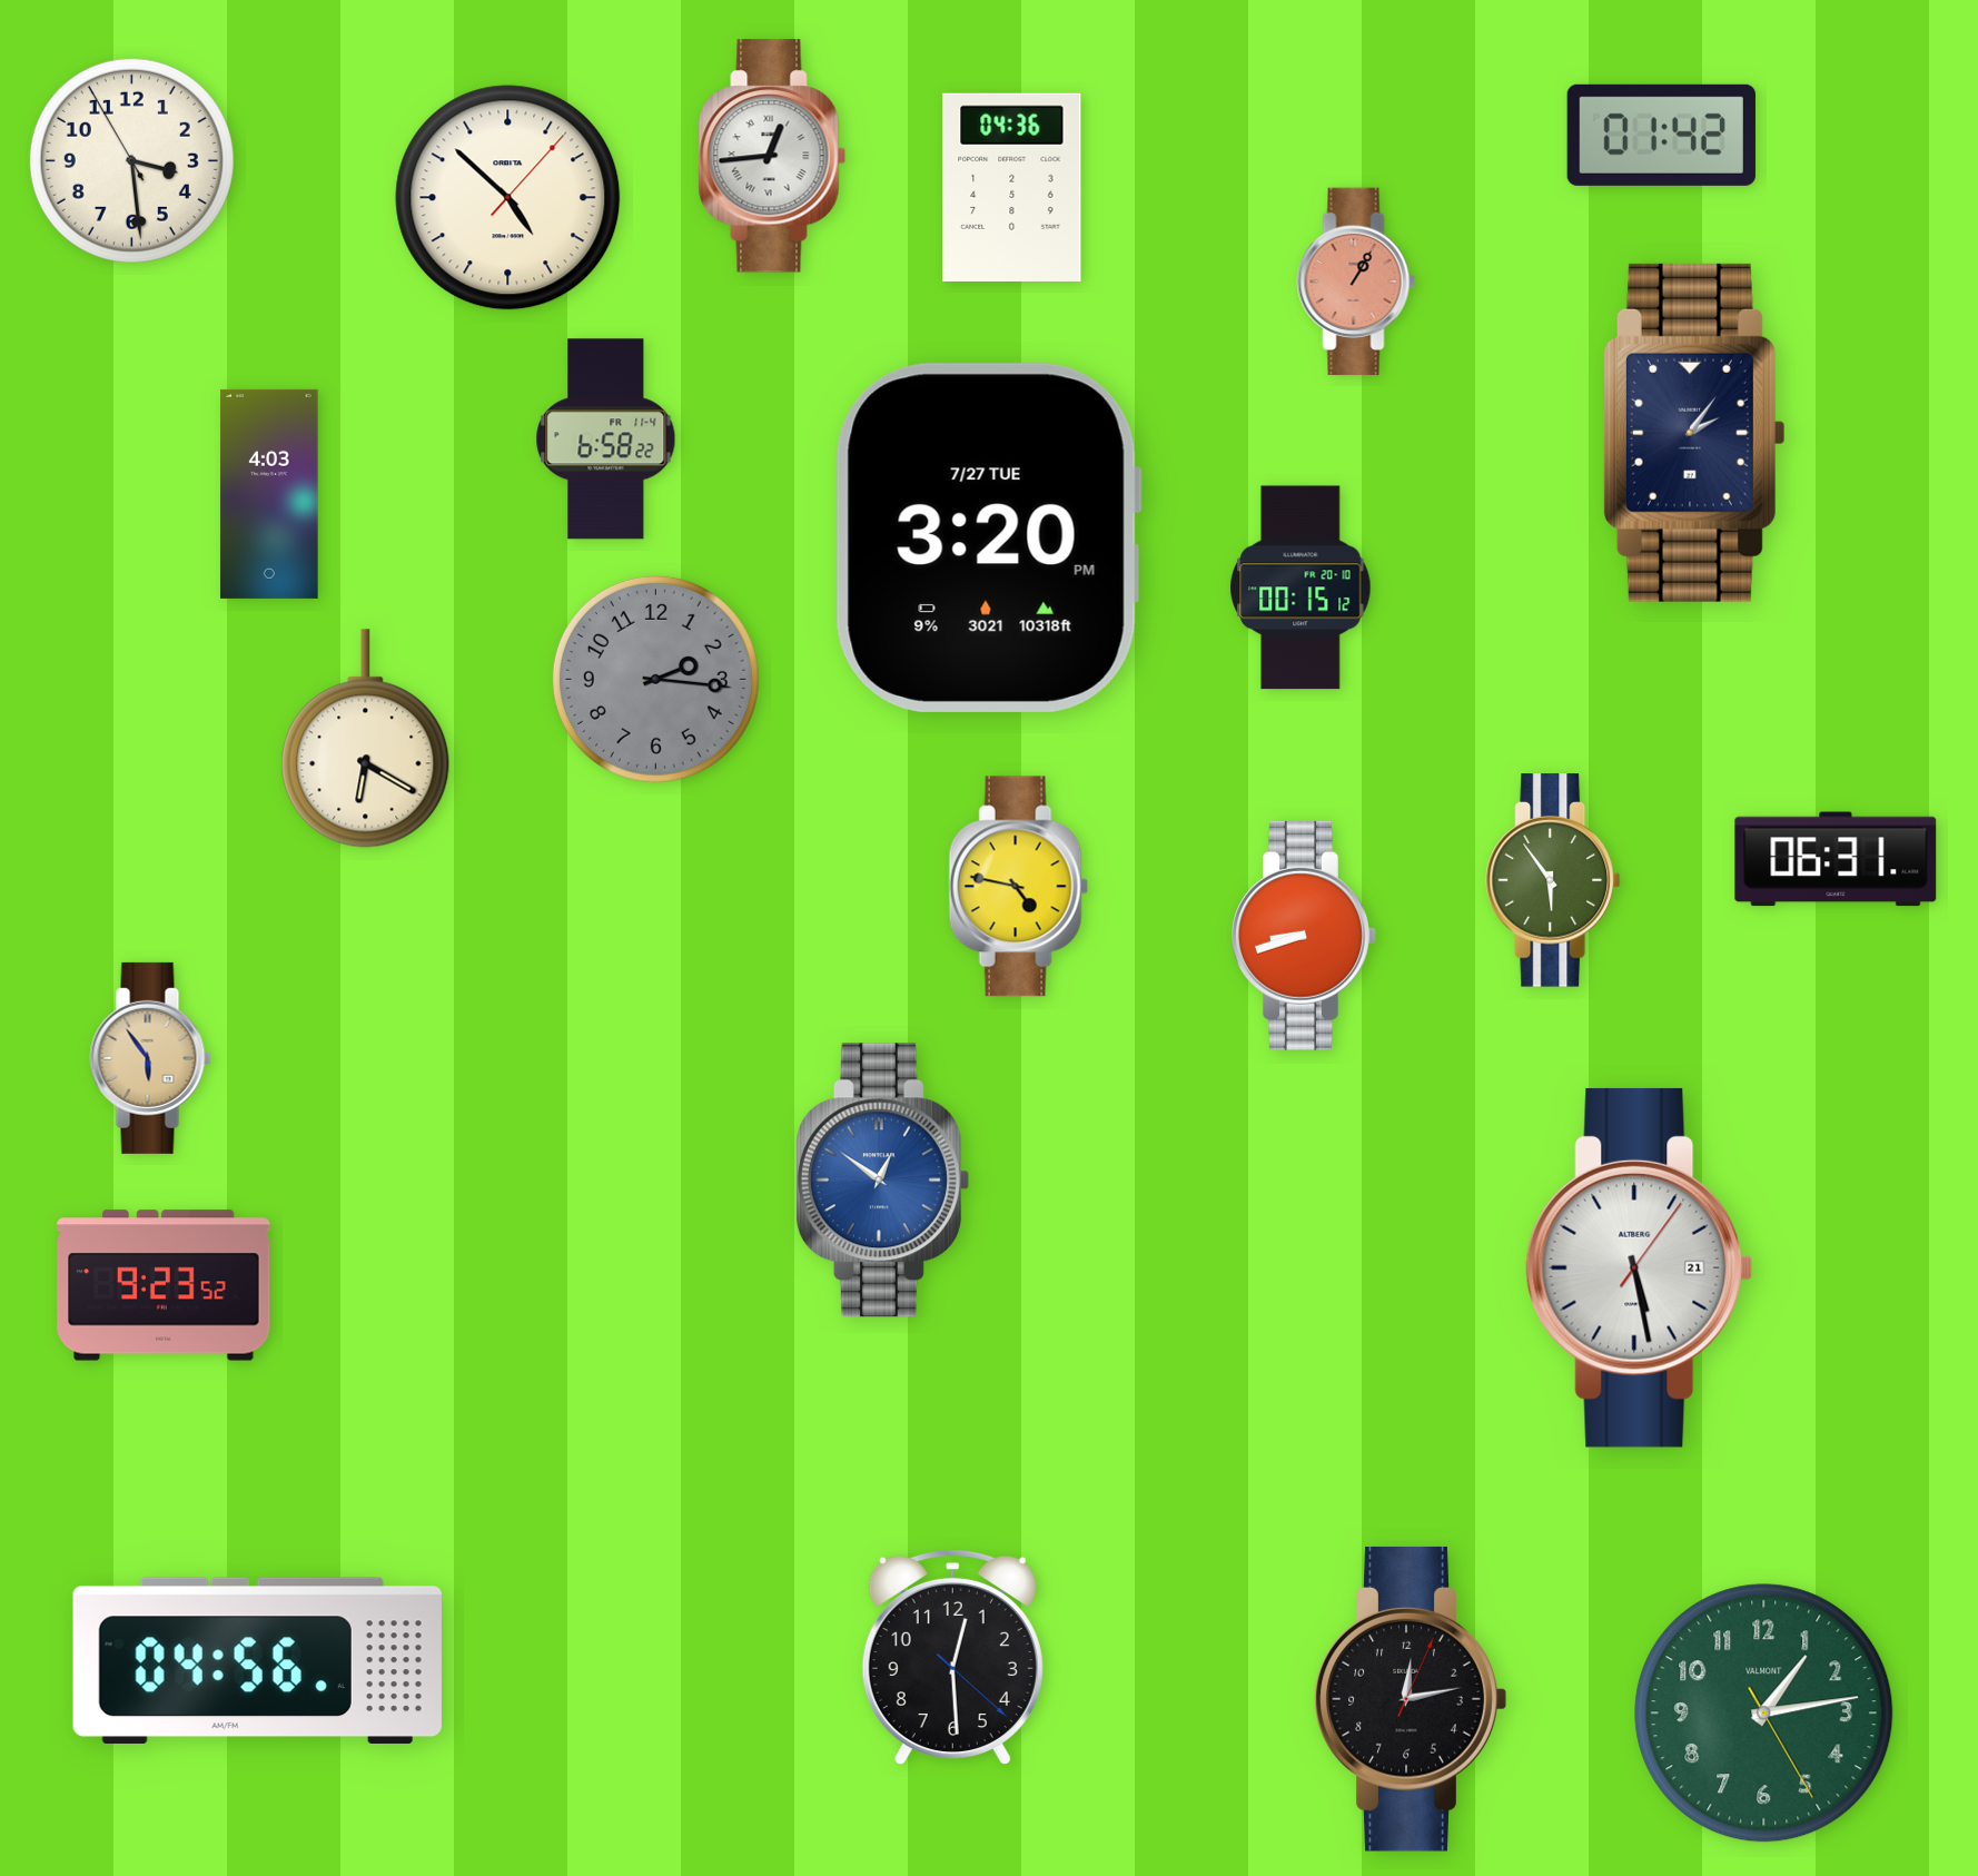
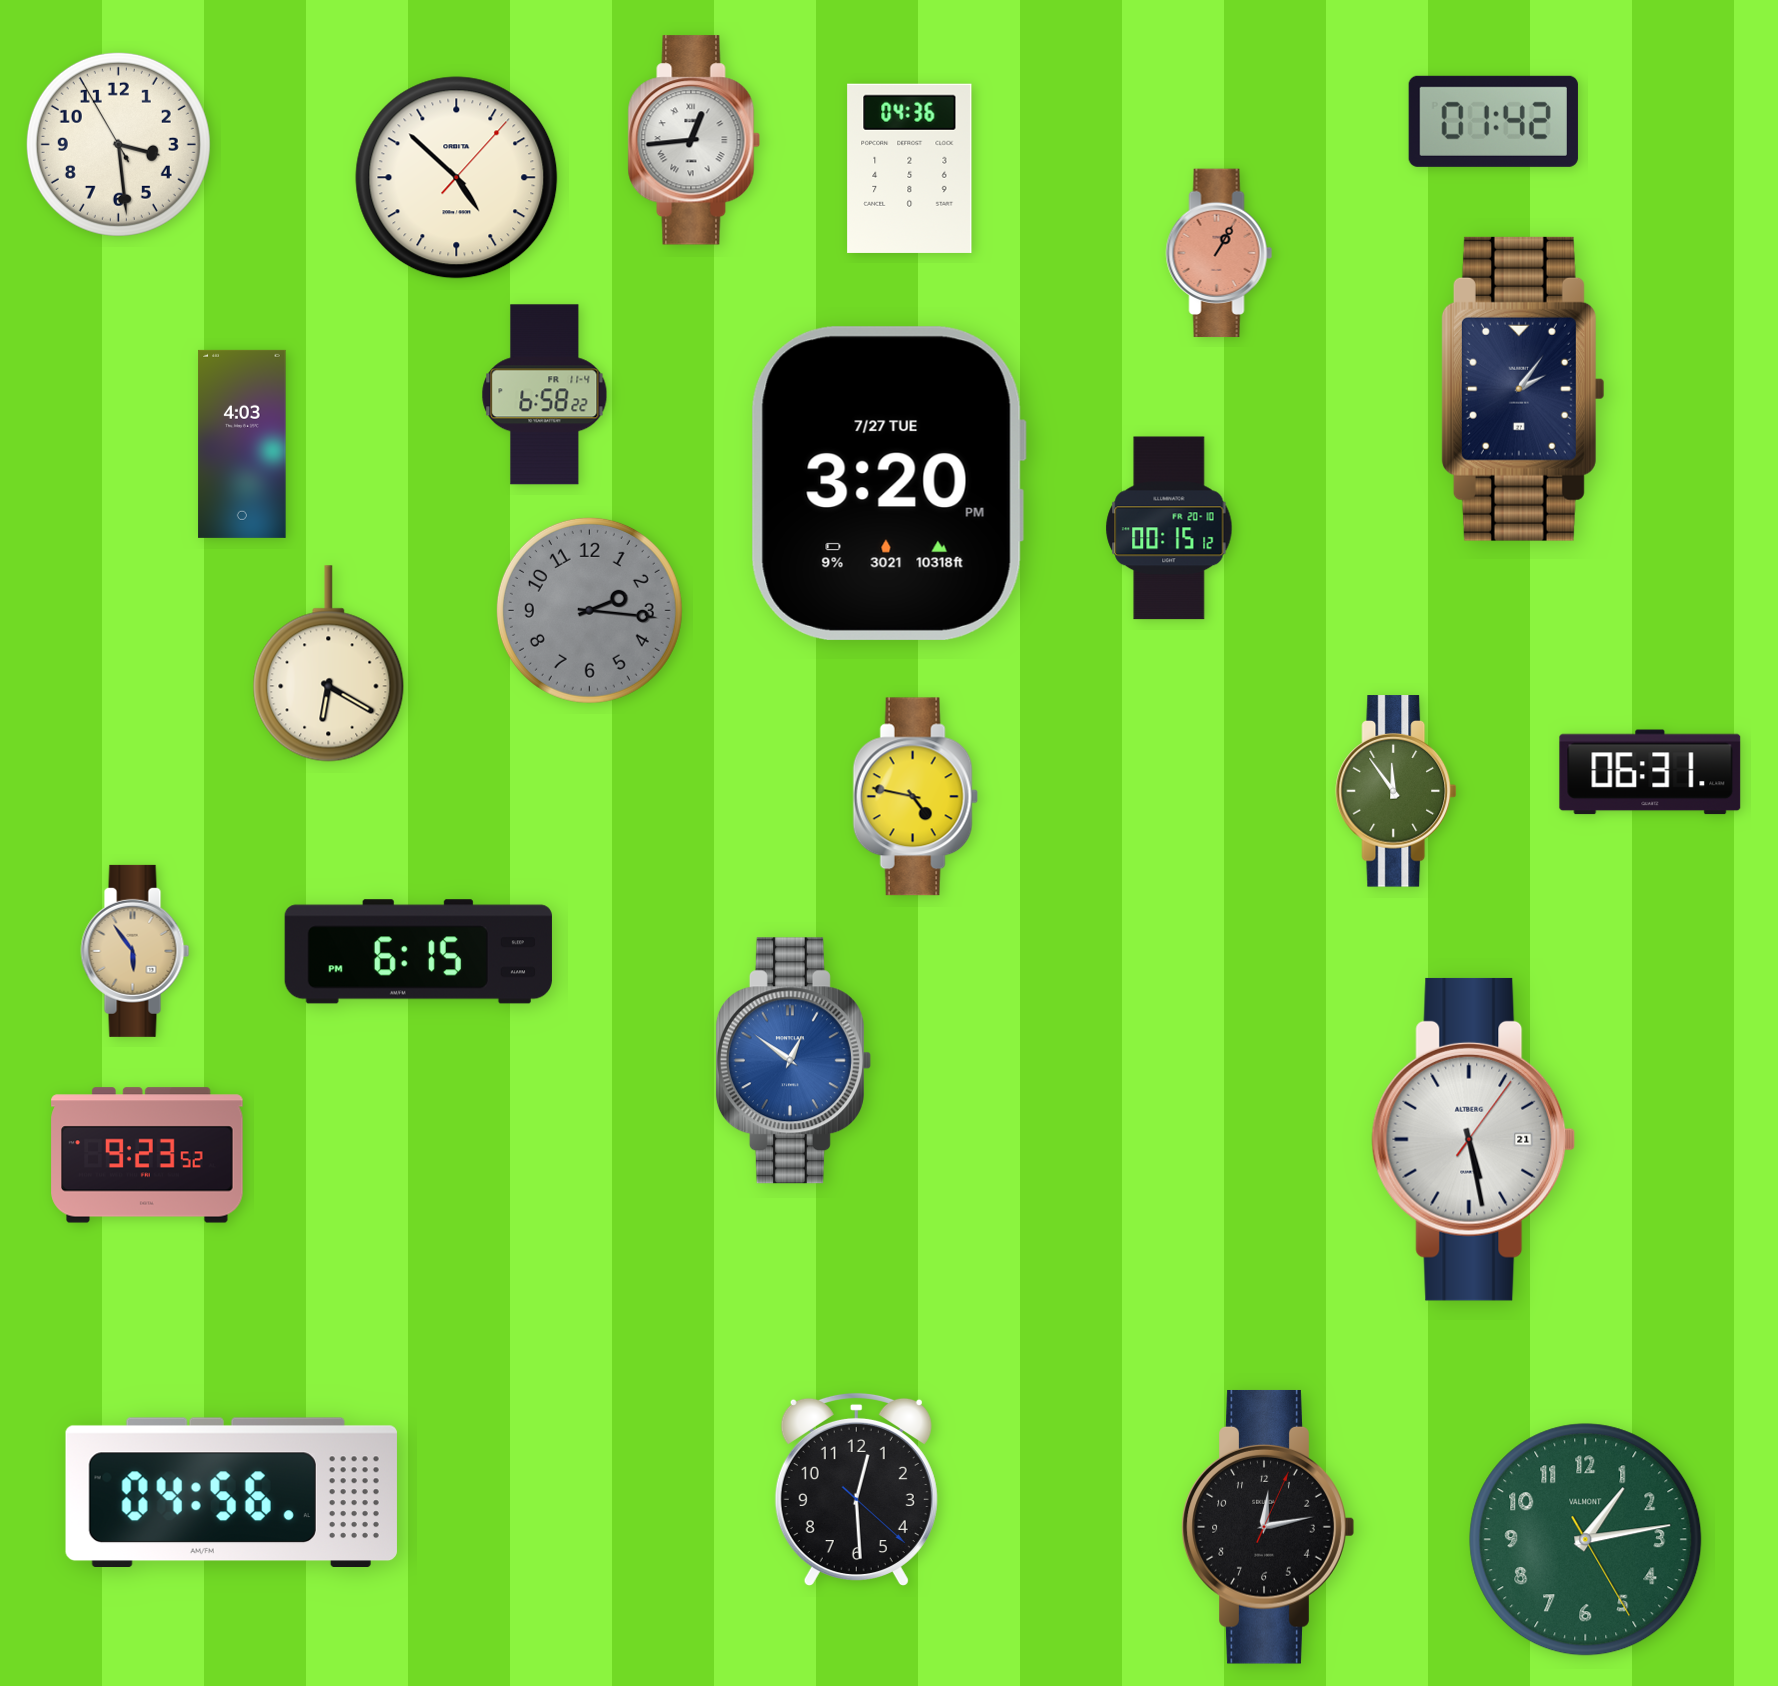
clock at (1553, 880): 5:54 -> 11:54
clock at (1304, 936): 8:42 -> none
clock at (418, 952): none -> 6:15
